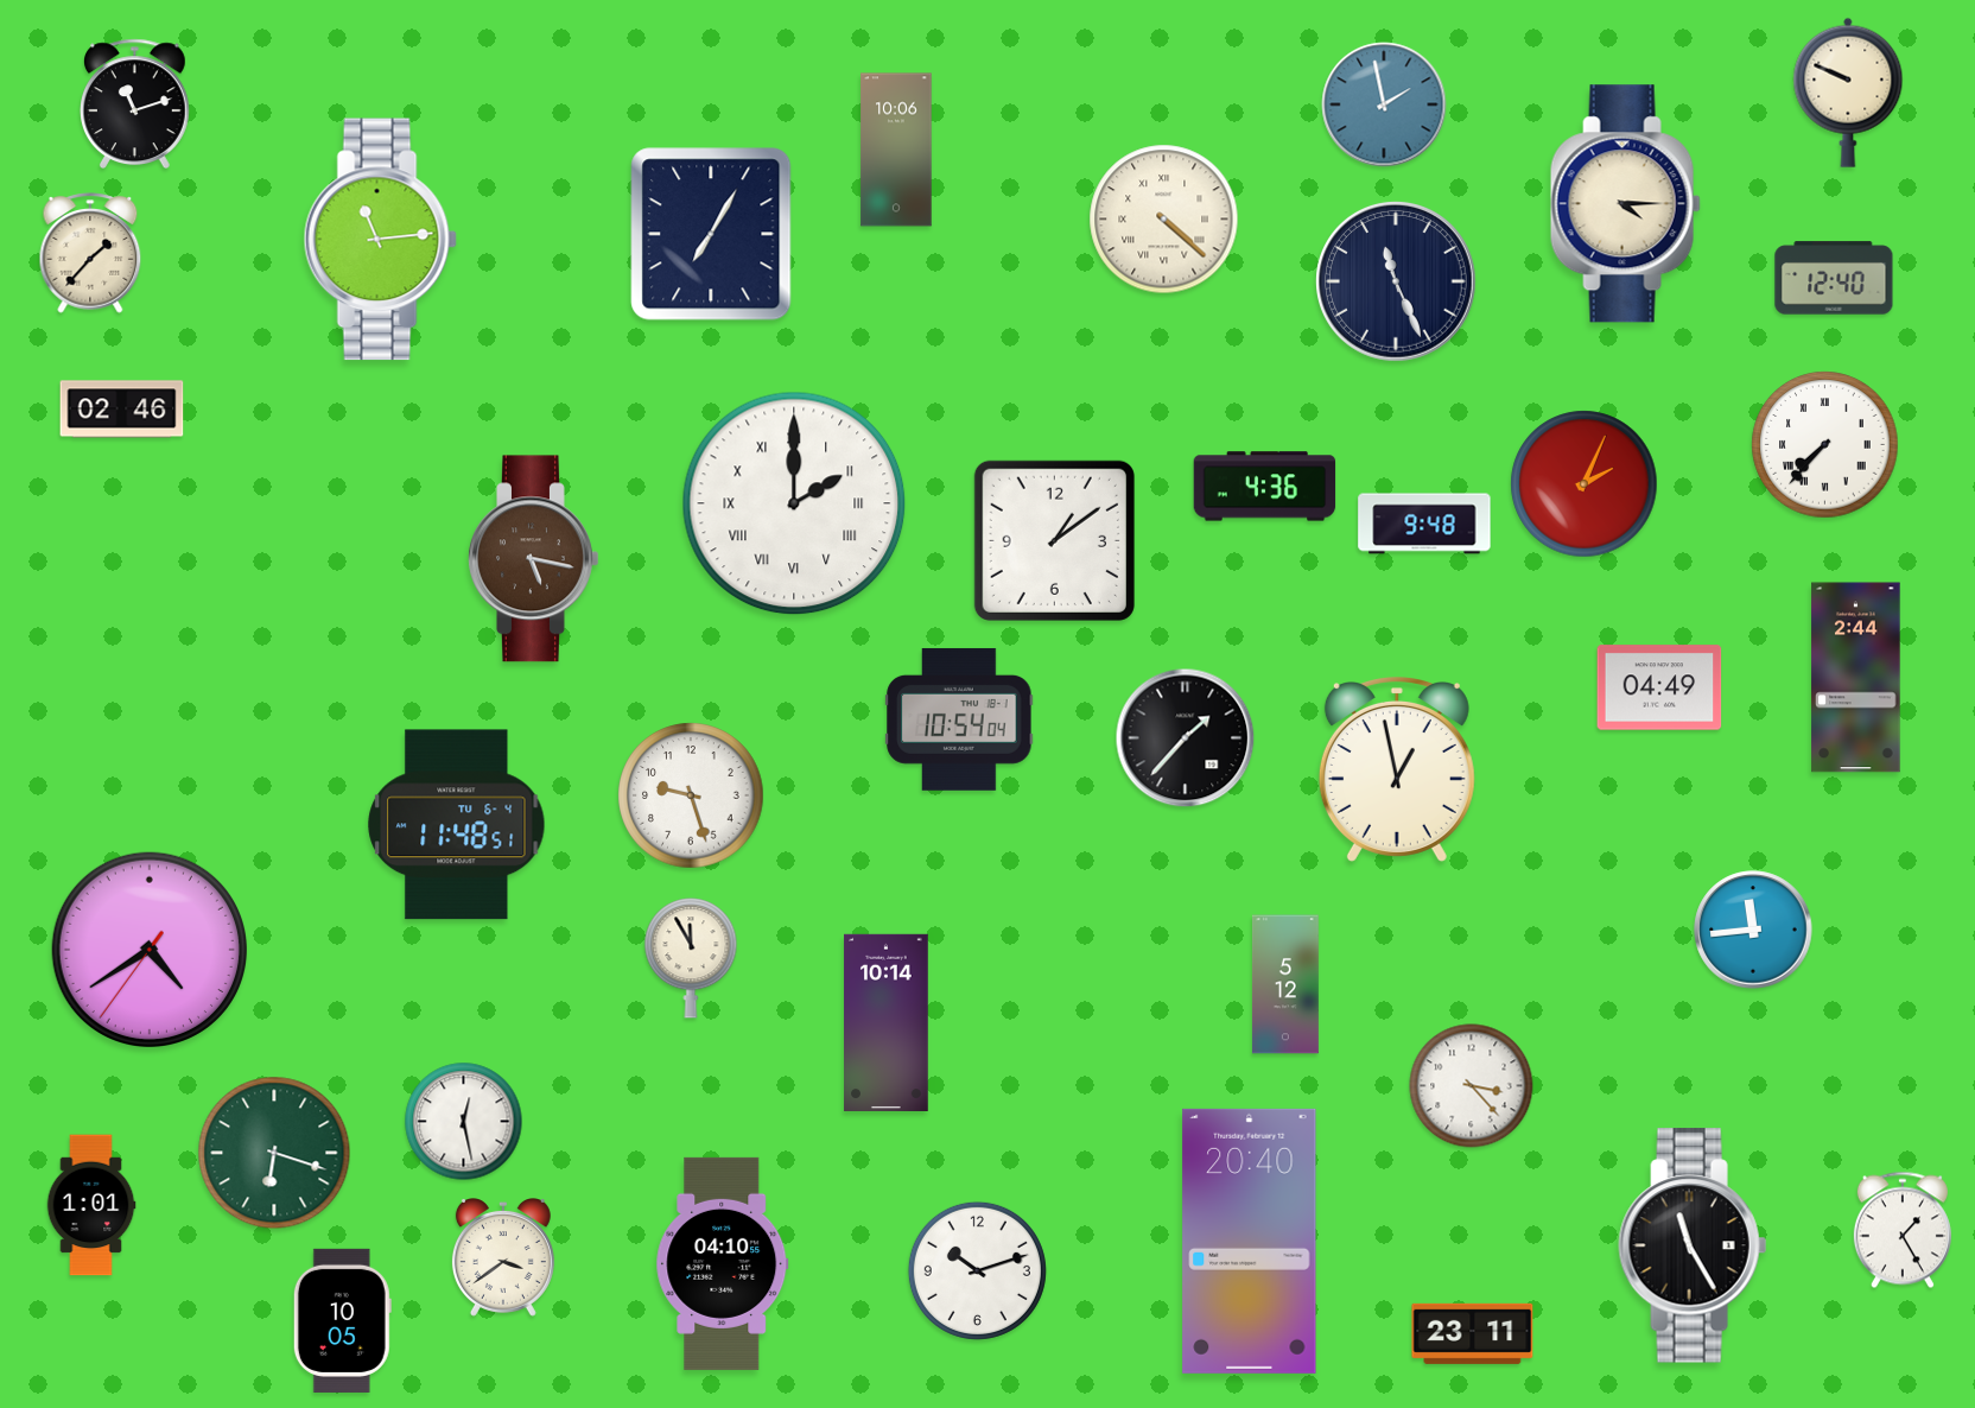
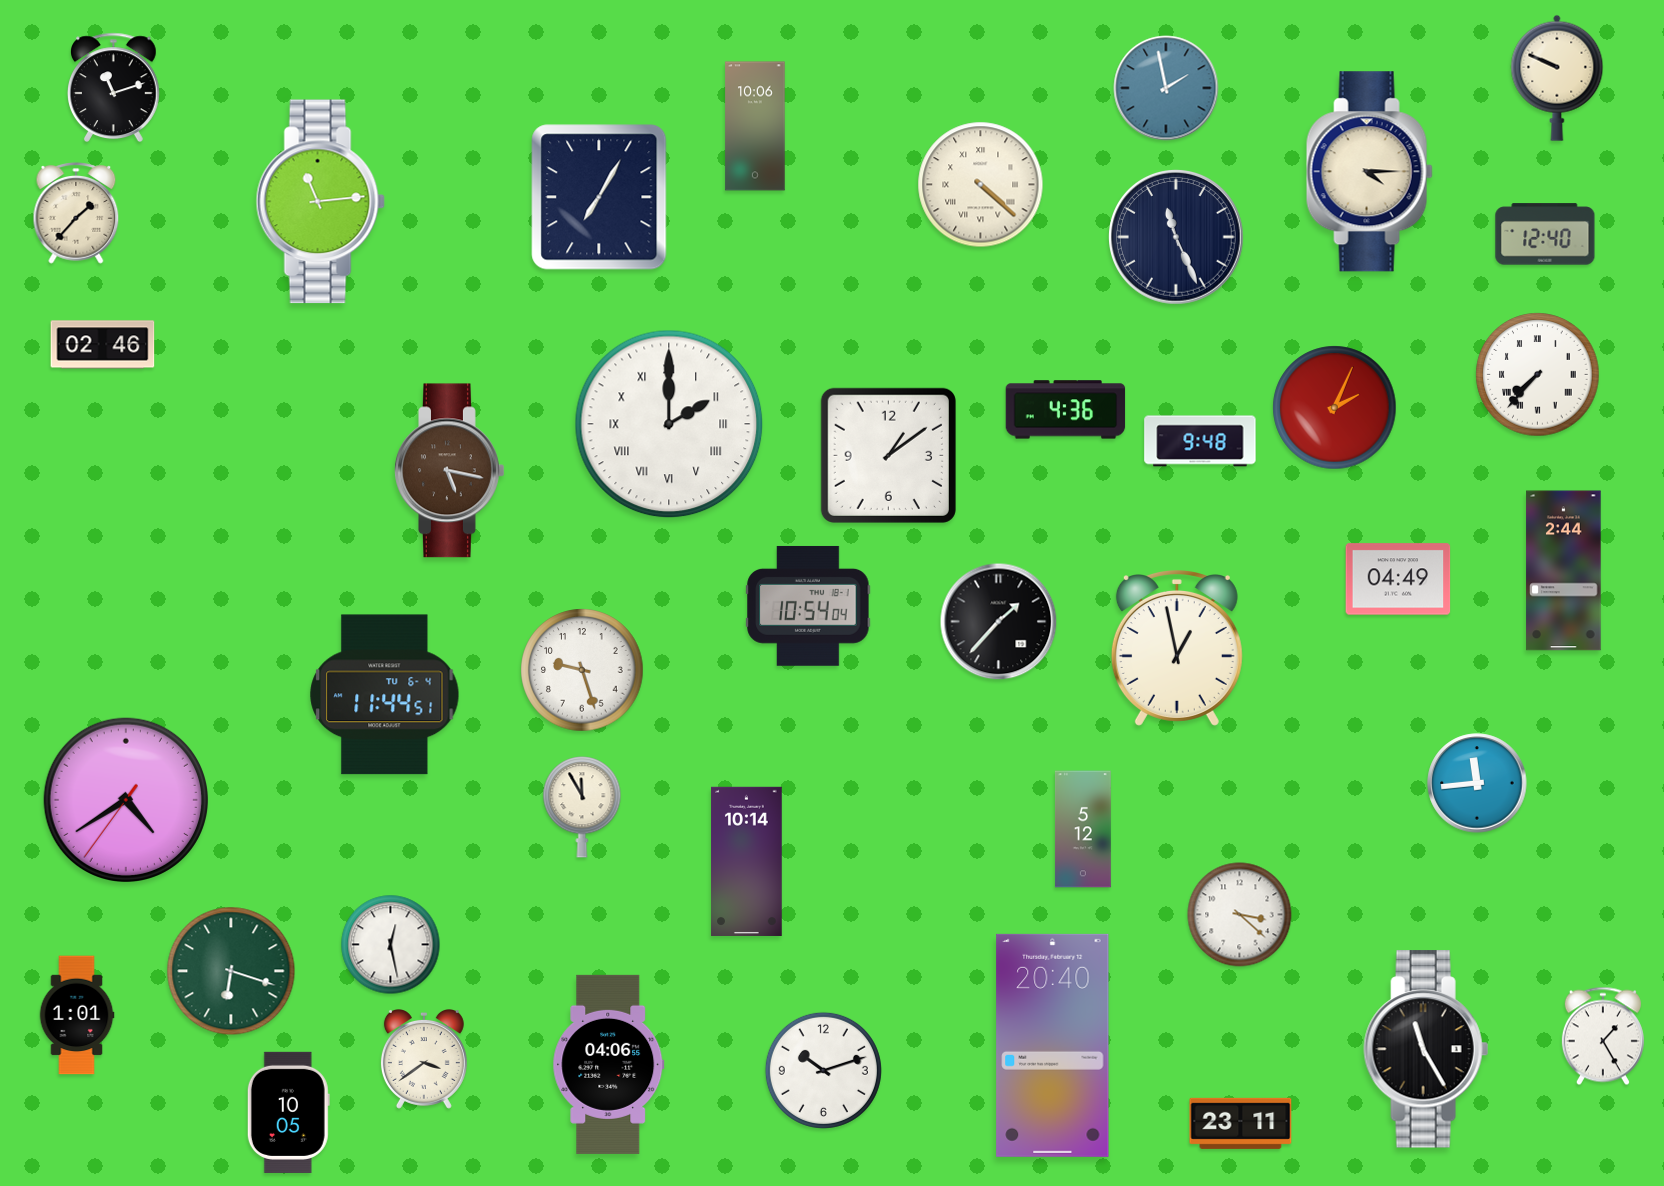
clock at (457, 825): 11:48 -> 11:44
clock at (1472, 1086): 3:23 -> 3:22
clock at (723, 1263): 04:10 -> 04:06
